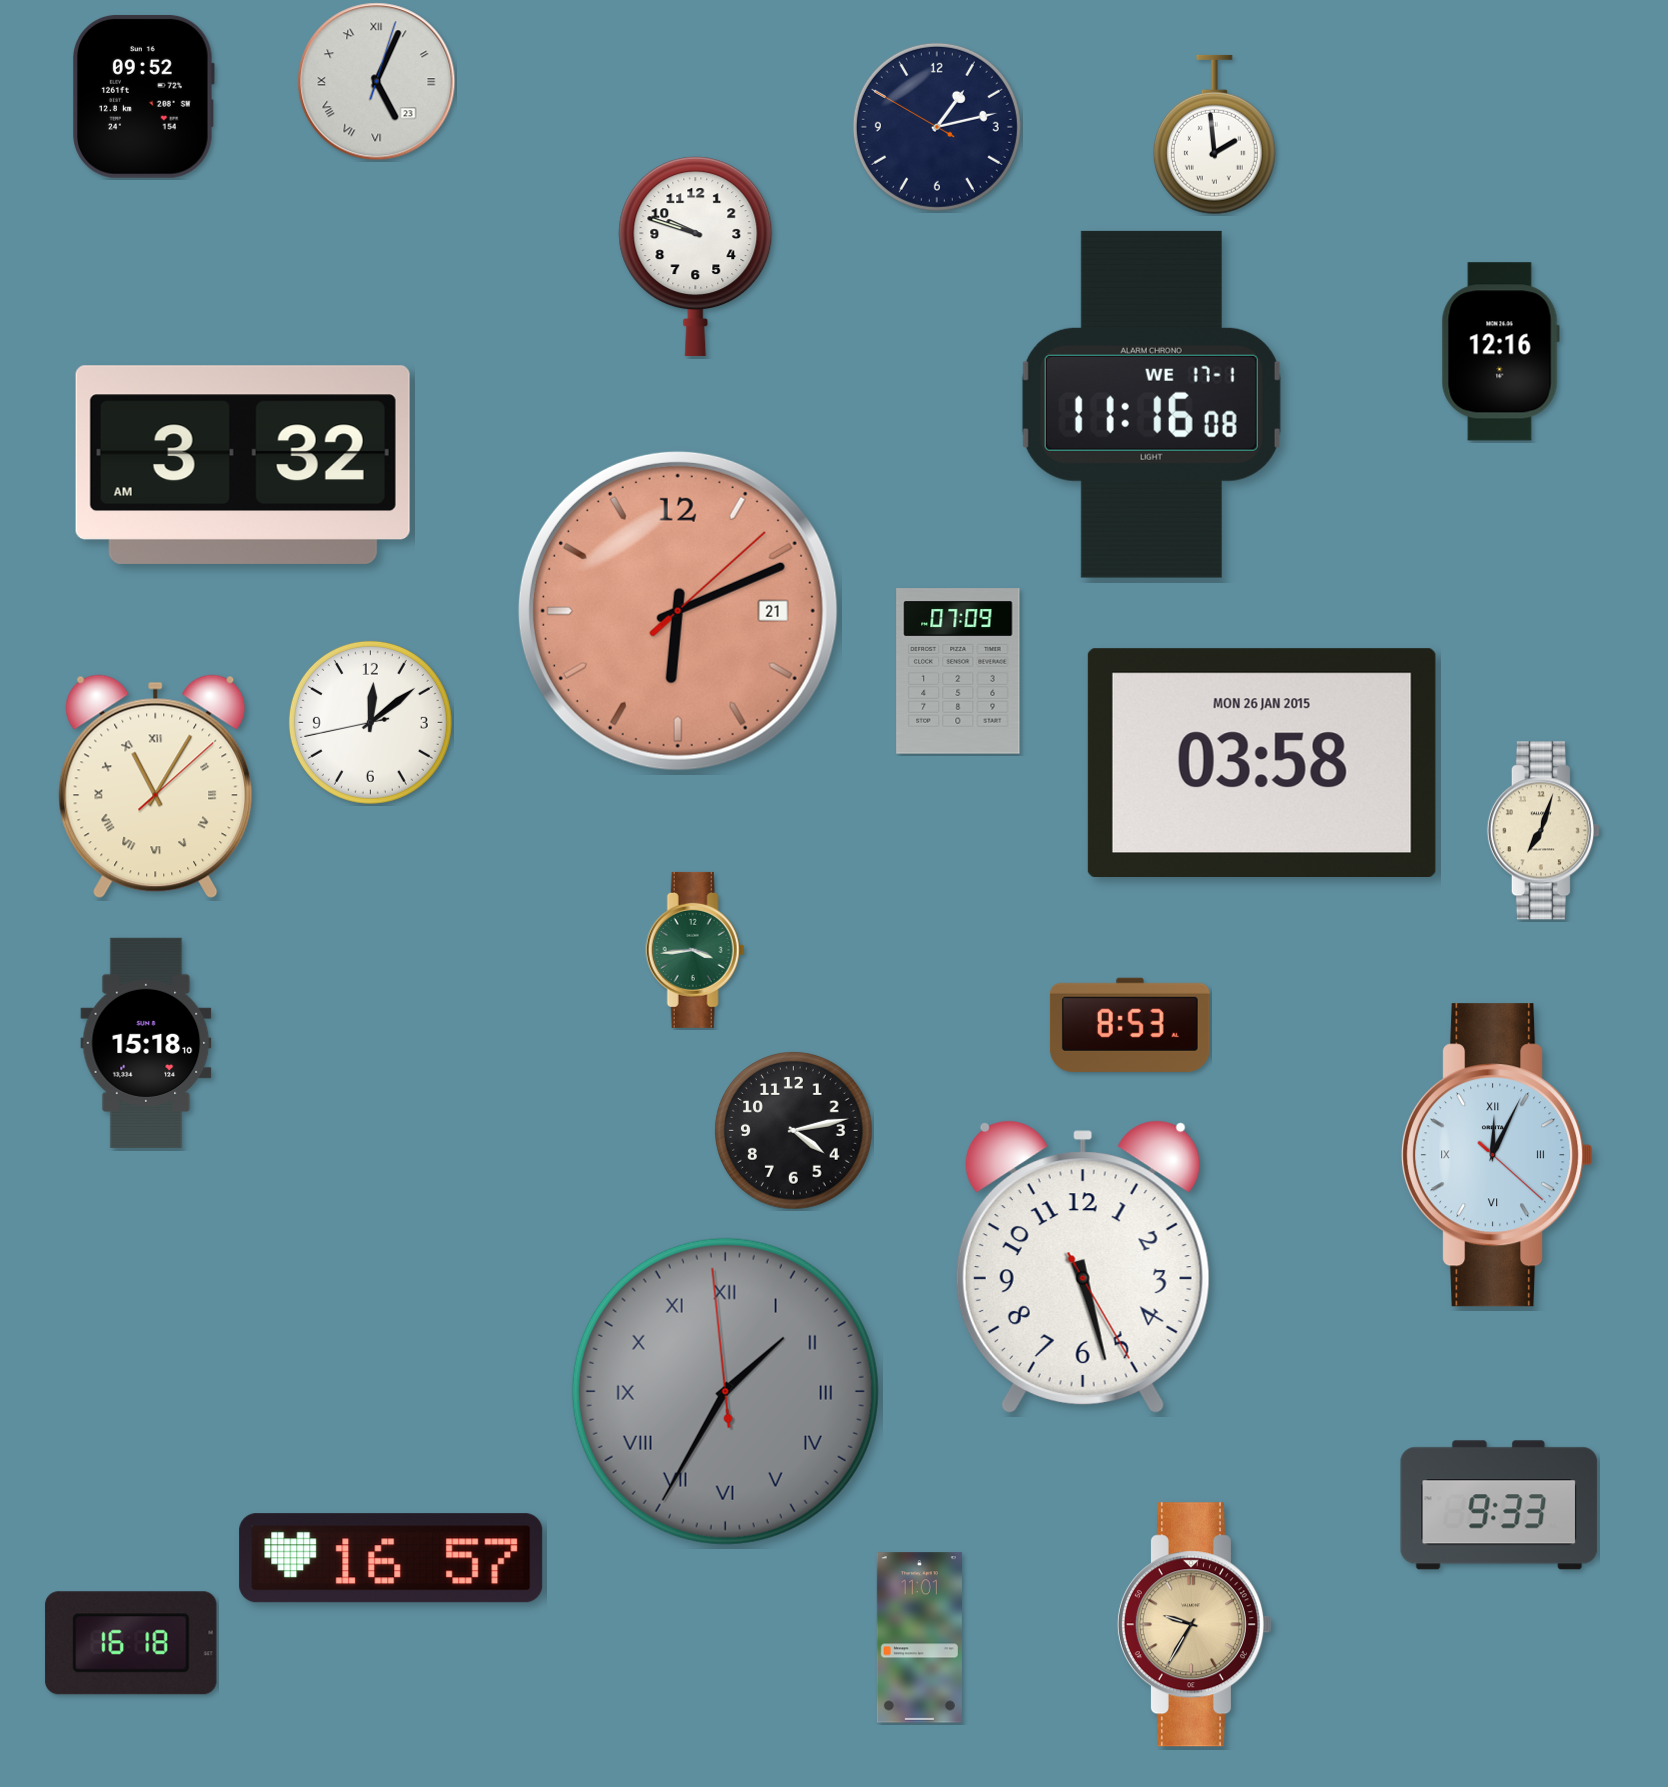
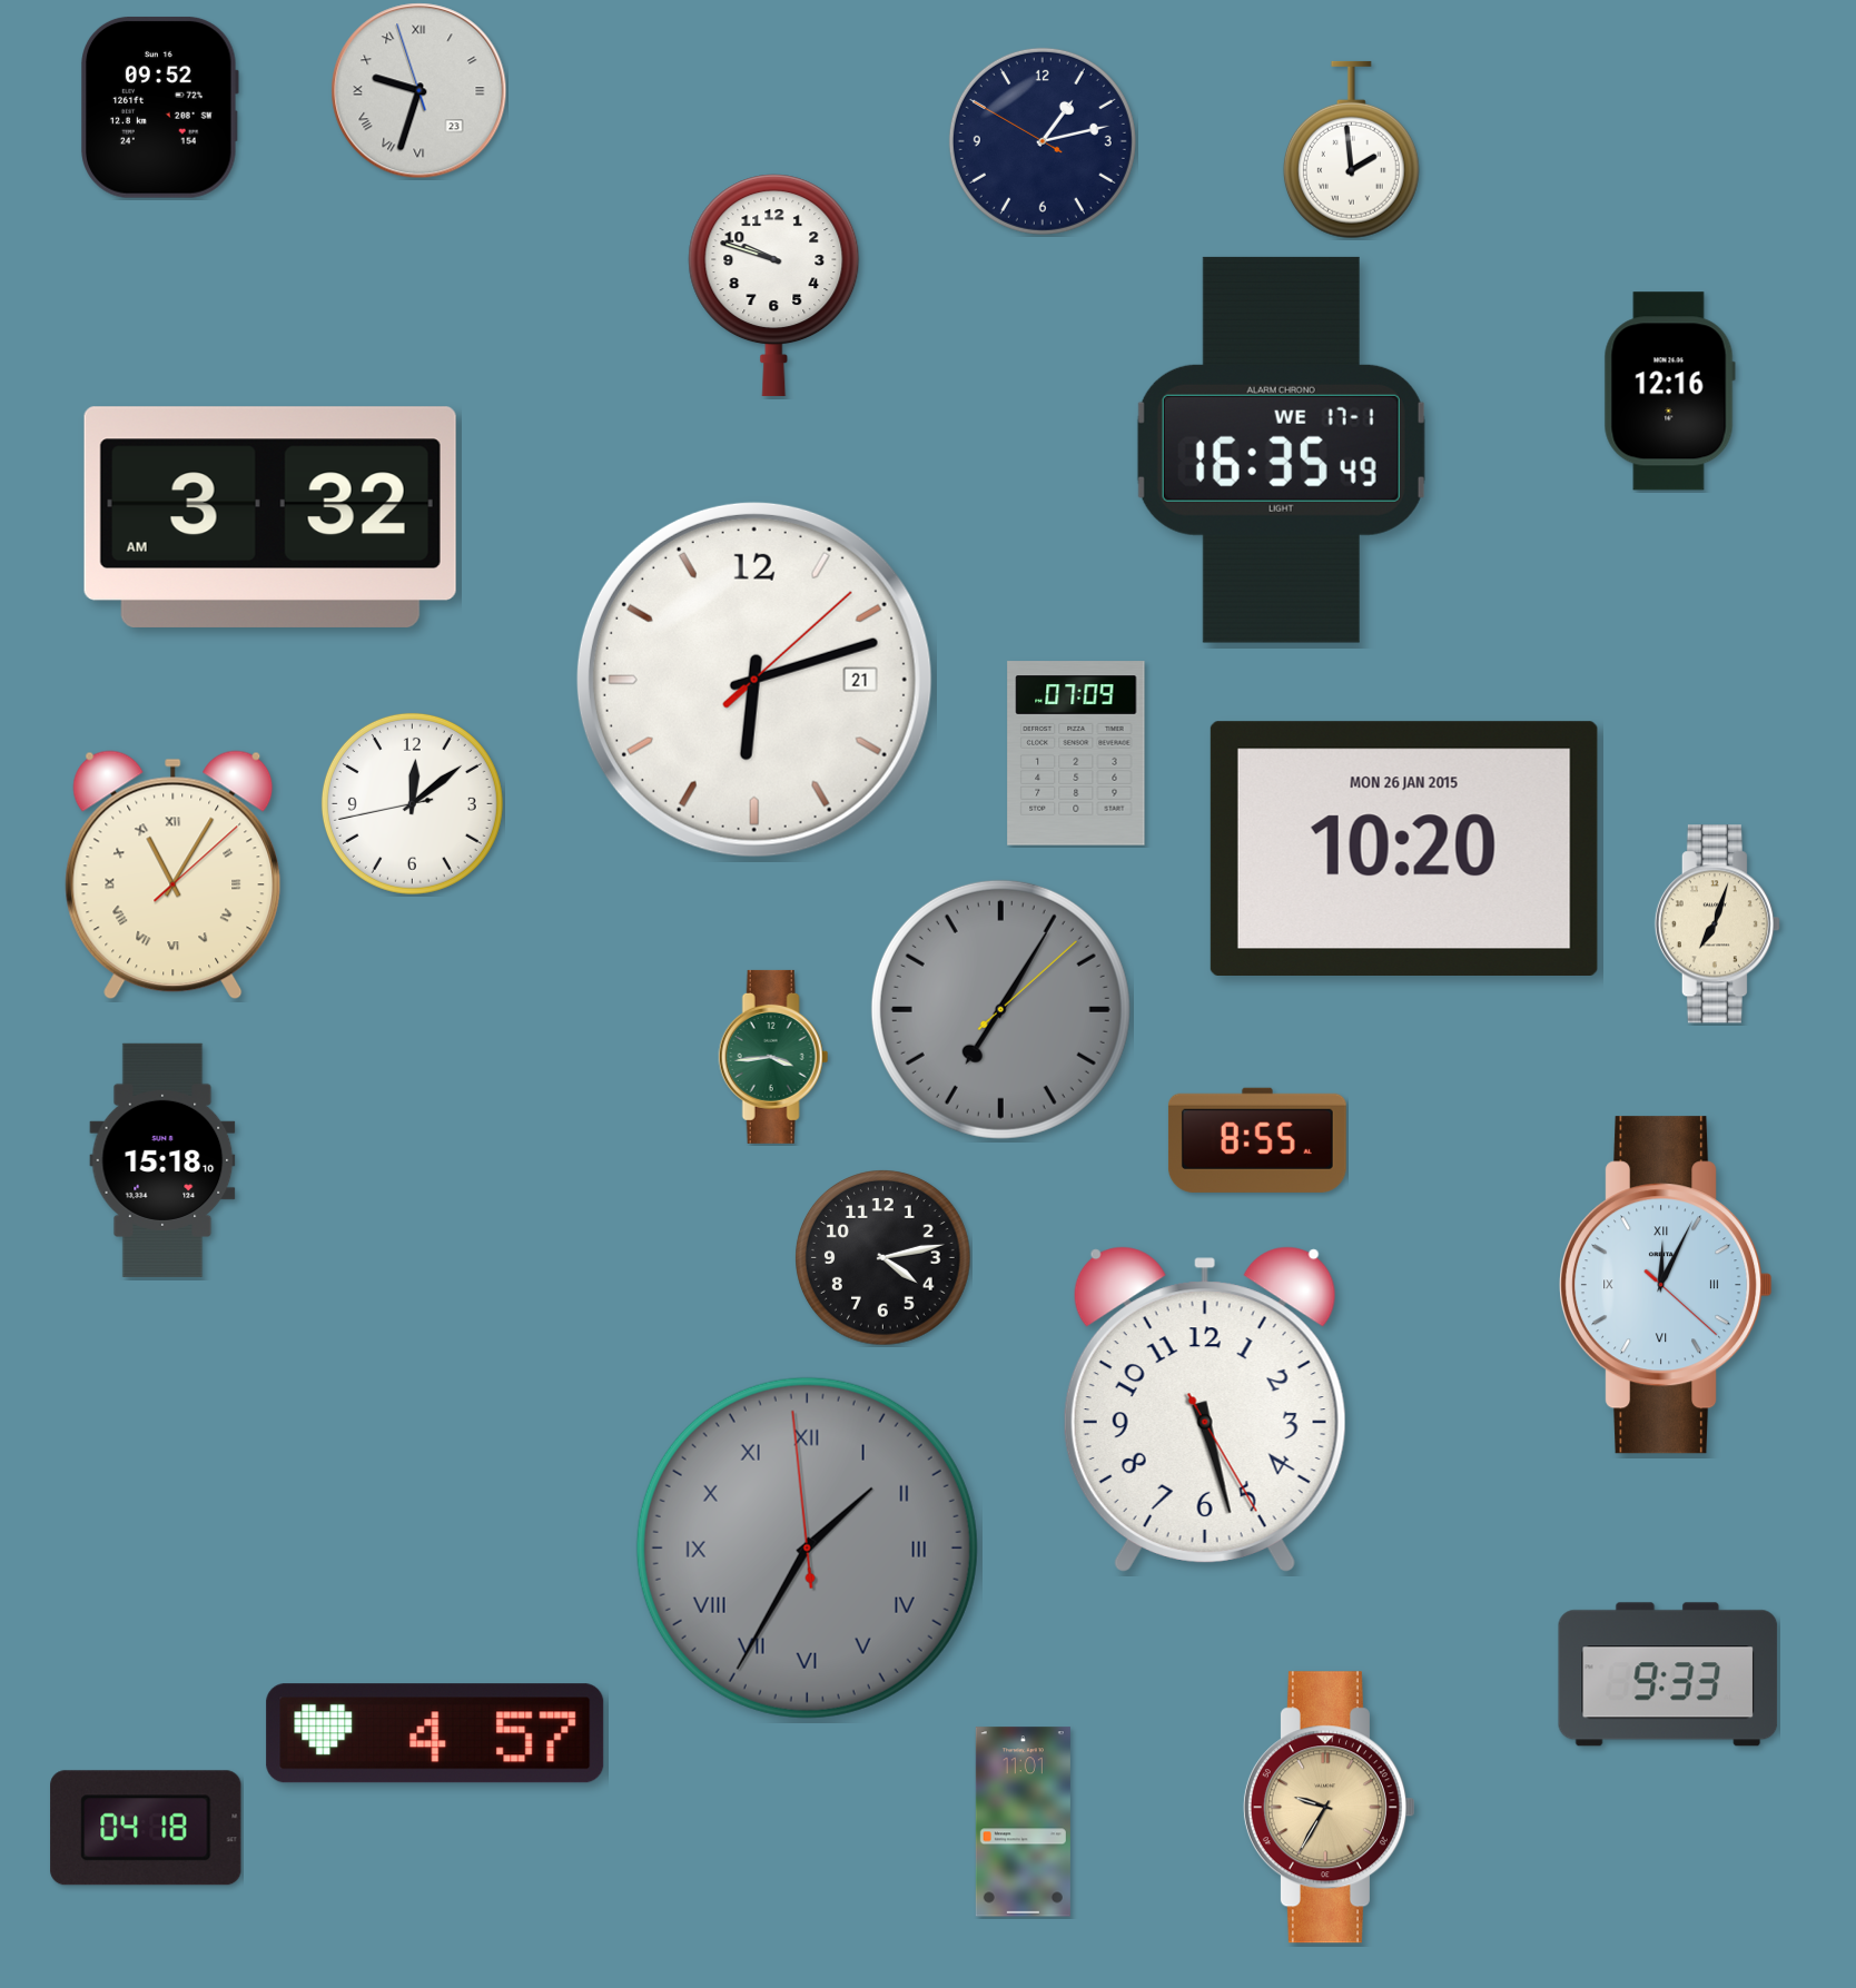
clock at (377, 82): 5:04 -> 9:32
clock at (1151, 404): 11:16 -> 16:35
clock at (678, 611): 6:11 -> 6:12
clock at (678, 611) dial: salmon -> white
clock at (958, 671) position: (958, 671) -> (1076, 753)
clock at (1262, 762): 03:58 -> 10:20
clock at (1000, 1009): none -> 7:05
clock at (1130, 1025): 8:53 -> 8:55
clock at (391, 1558): 16:57 -> 4:57
clock at (131, 1643): 16:18 -> 04:18
